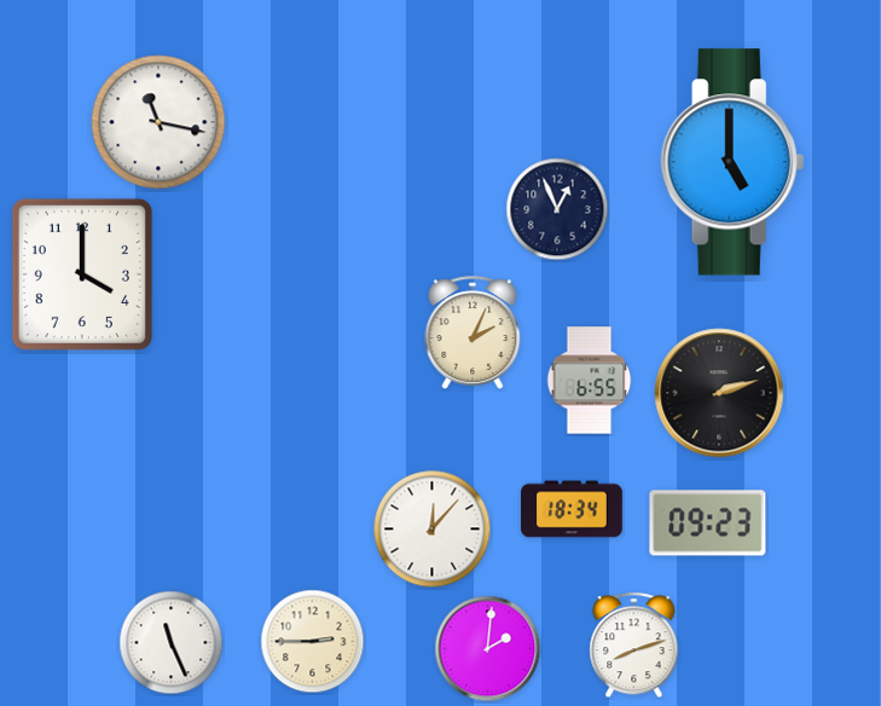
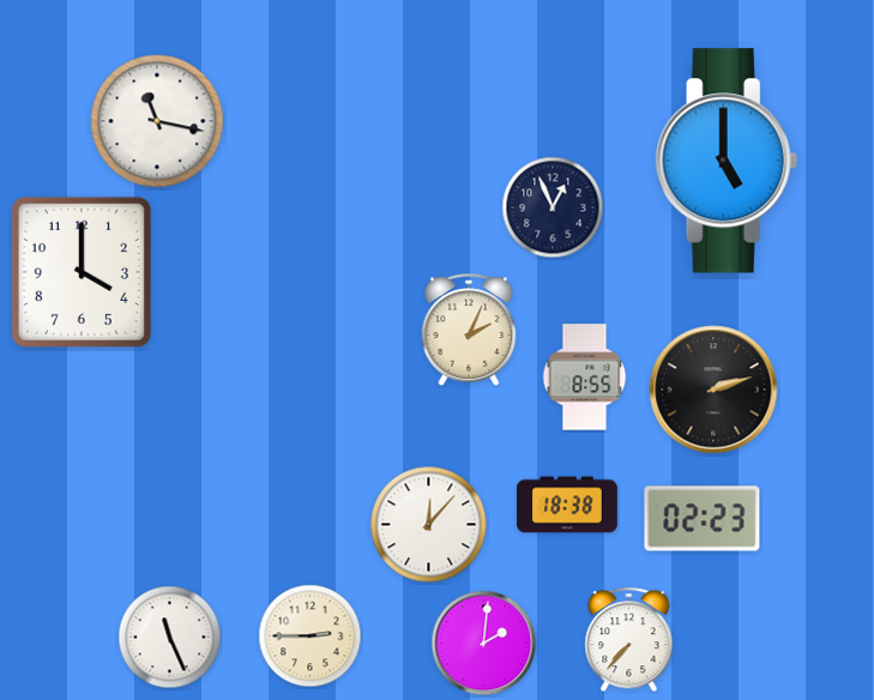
clock at (590, 381): 6:55 -> 8:55
clock at (573, 509): 18:34 -> 18:38
clock at (708, 523): 09:23 -> 02:23
clock at (634, 646): 8:12 -> 7:37
